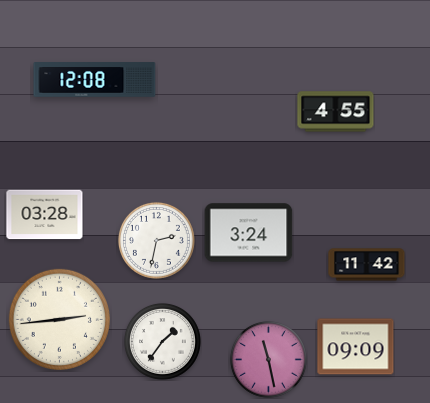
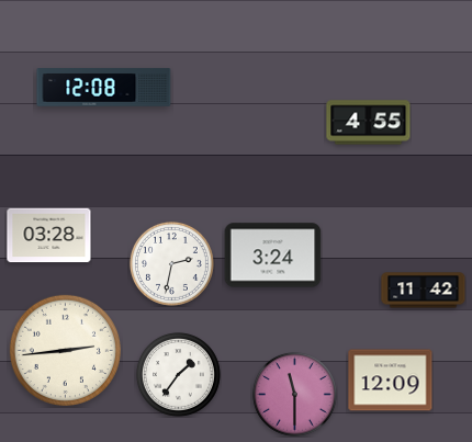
clock at (367, 265) position: (367, 265) -> (424, 291)
clock at (356, 347): 09:09 -> 12:09
clock at (268, 359): 11:28 -> 11:30
